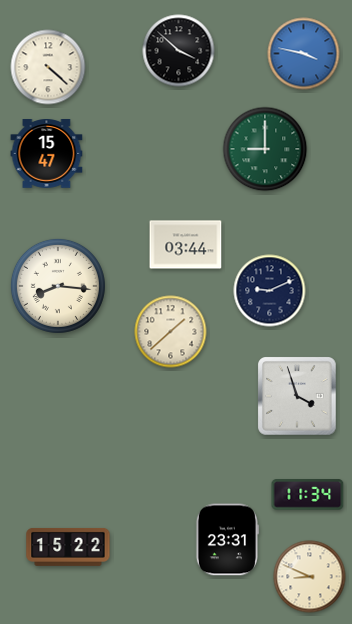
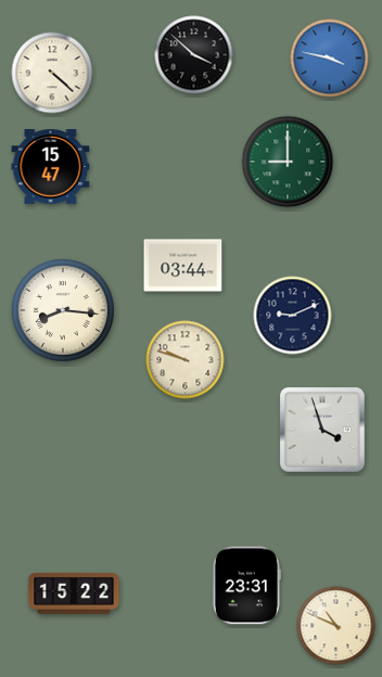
clock at (186, 245) position: (186, 245) -> (183, 266)
clock at (171, 332): 1:38 -> 9:48
clock at (308, 495): 11:34 -> none
clock at (310, 577): 8:49 -> 10:49
